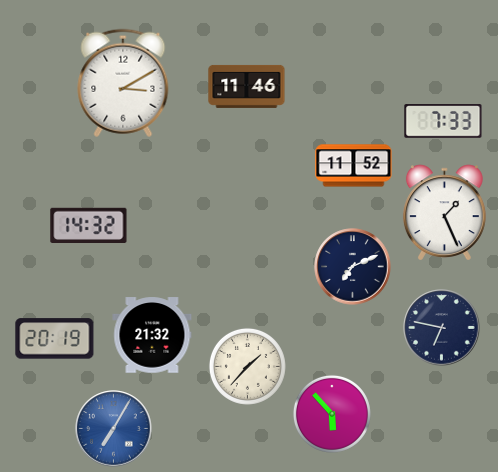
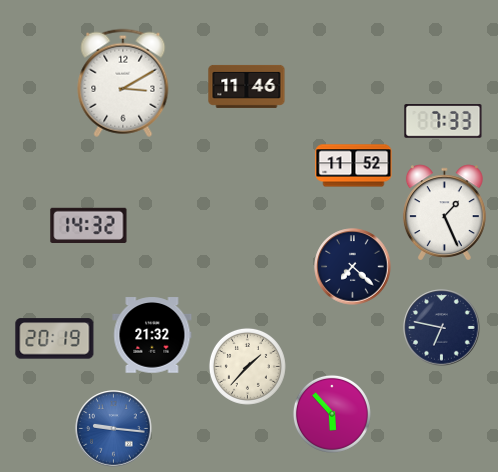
clock at (353, 267): 7:11 -> 7:22
clock at (114, 429): 7:05 -> 9:16
